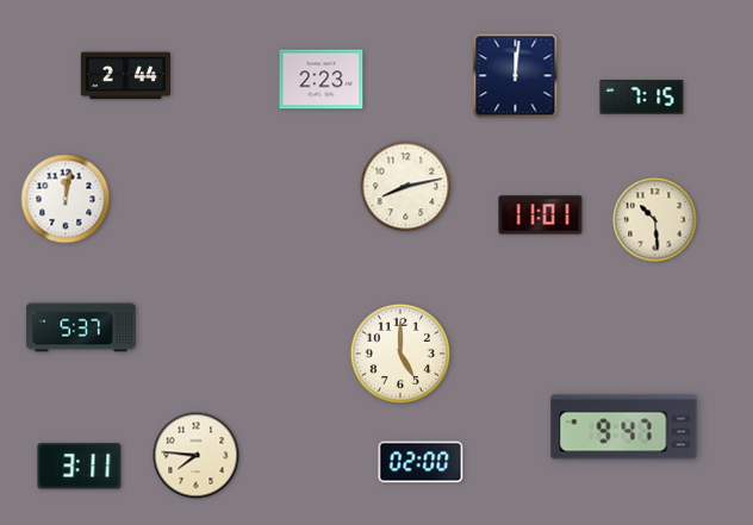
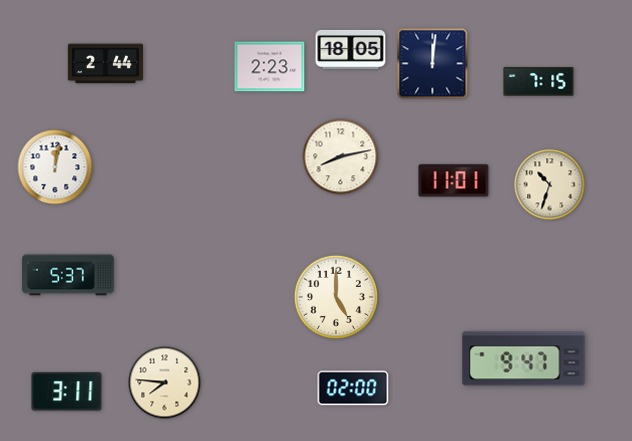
clock at (351, 49): none -> 18:05
clock at (655, 220): 10:29 -> 10:33
